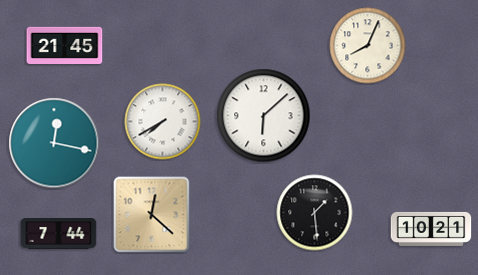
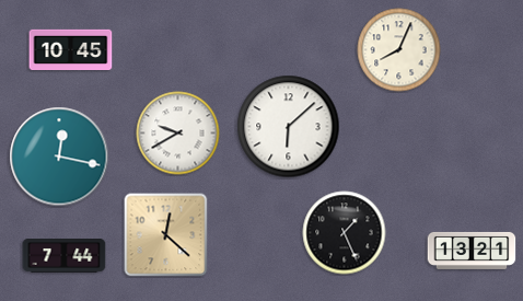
clock at (65, 45): 21:45 -> 10:45
clock at (368, 46) position: (368, 46) -> (399, 50)
clock at (163, 122): 7:40 -> 9:40
clock at (315, 213): 1:29 -> 1:26
clock at (431, 229): 10:21 -> 13:21
